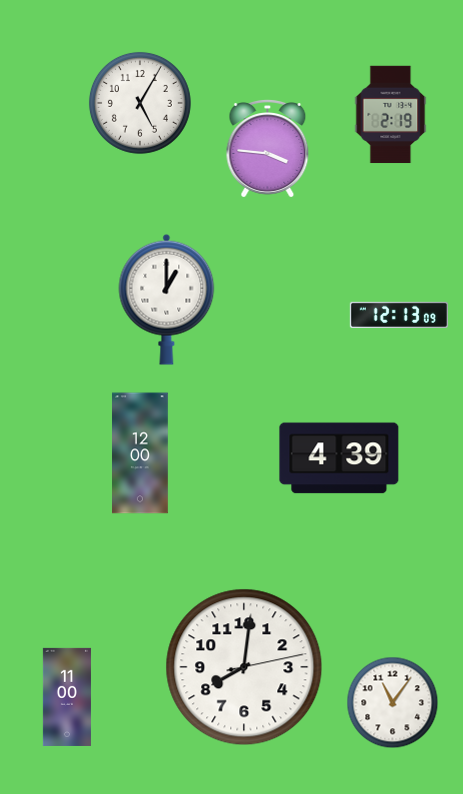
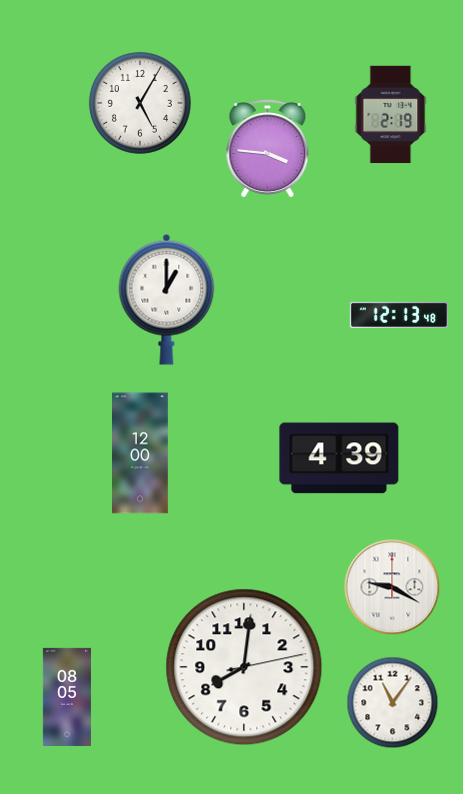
clock at (399, 315): 12:13:09 -> 12:13:48
clock at (392, 587): none -> 9:20
clock at (67, 697): 11:00 -> 08:05
